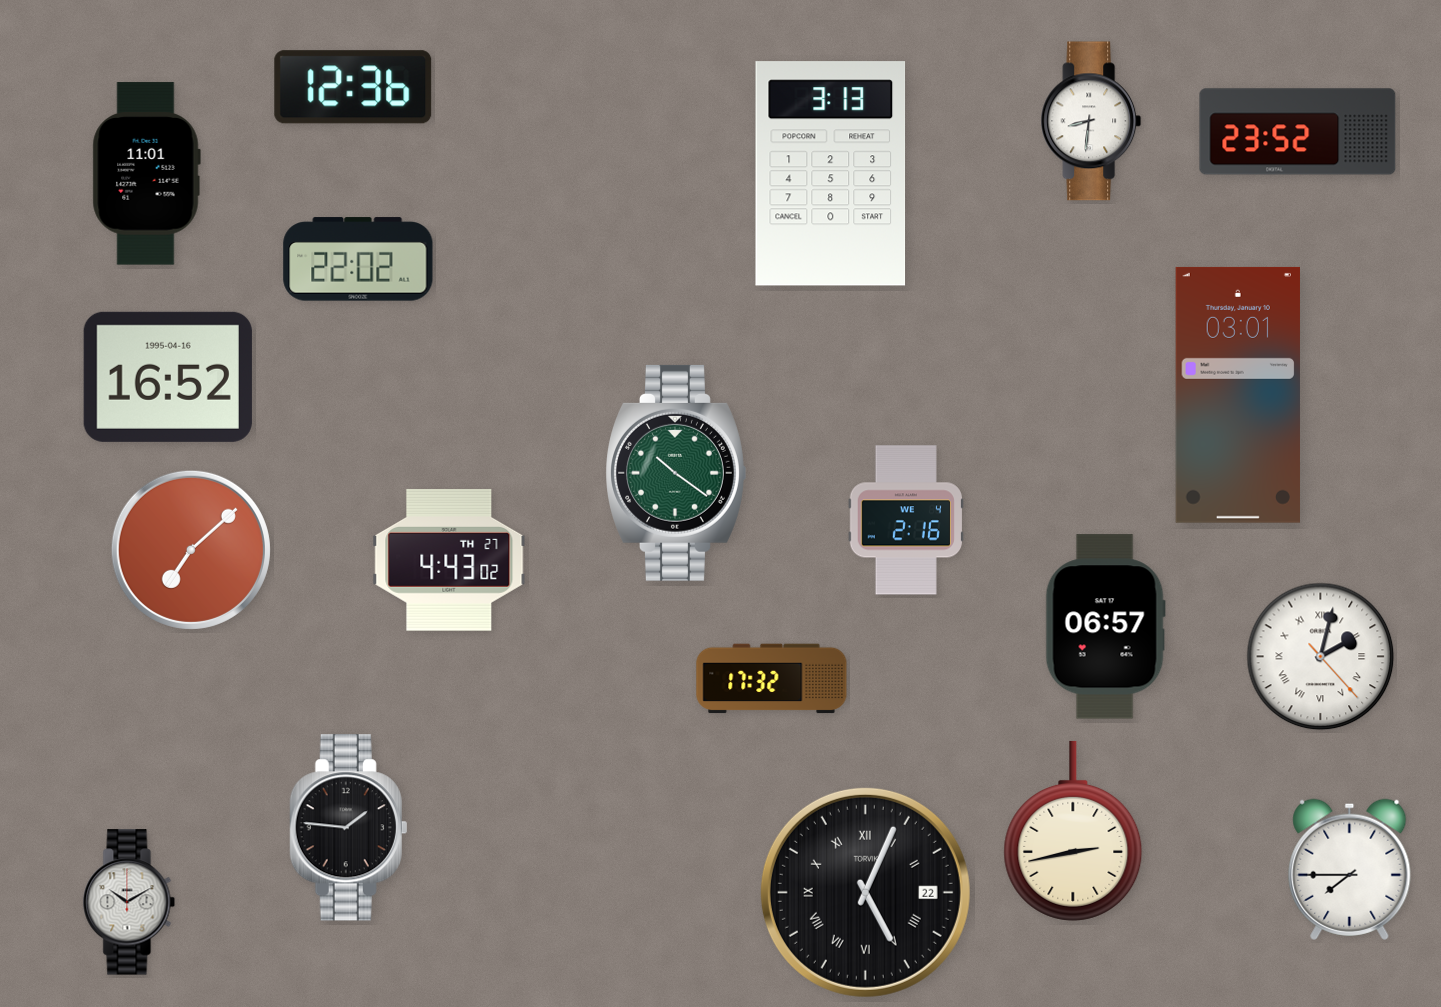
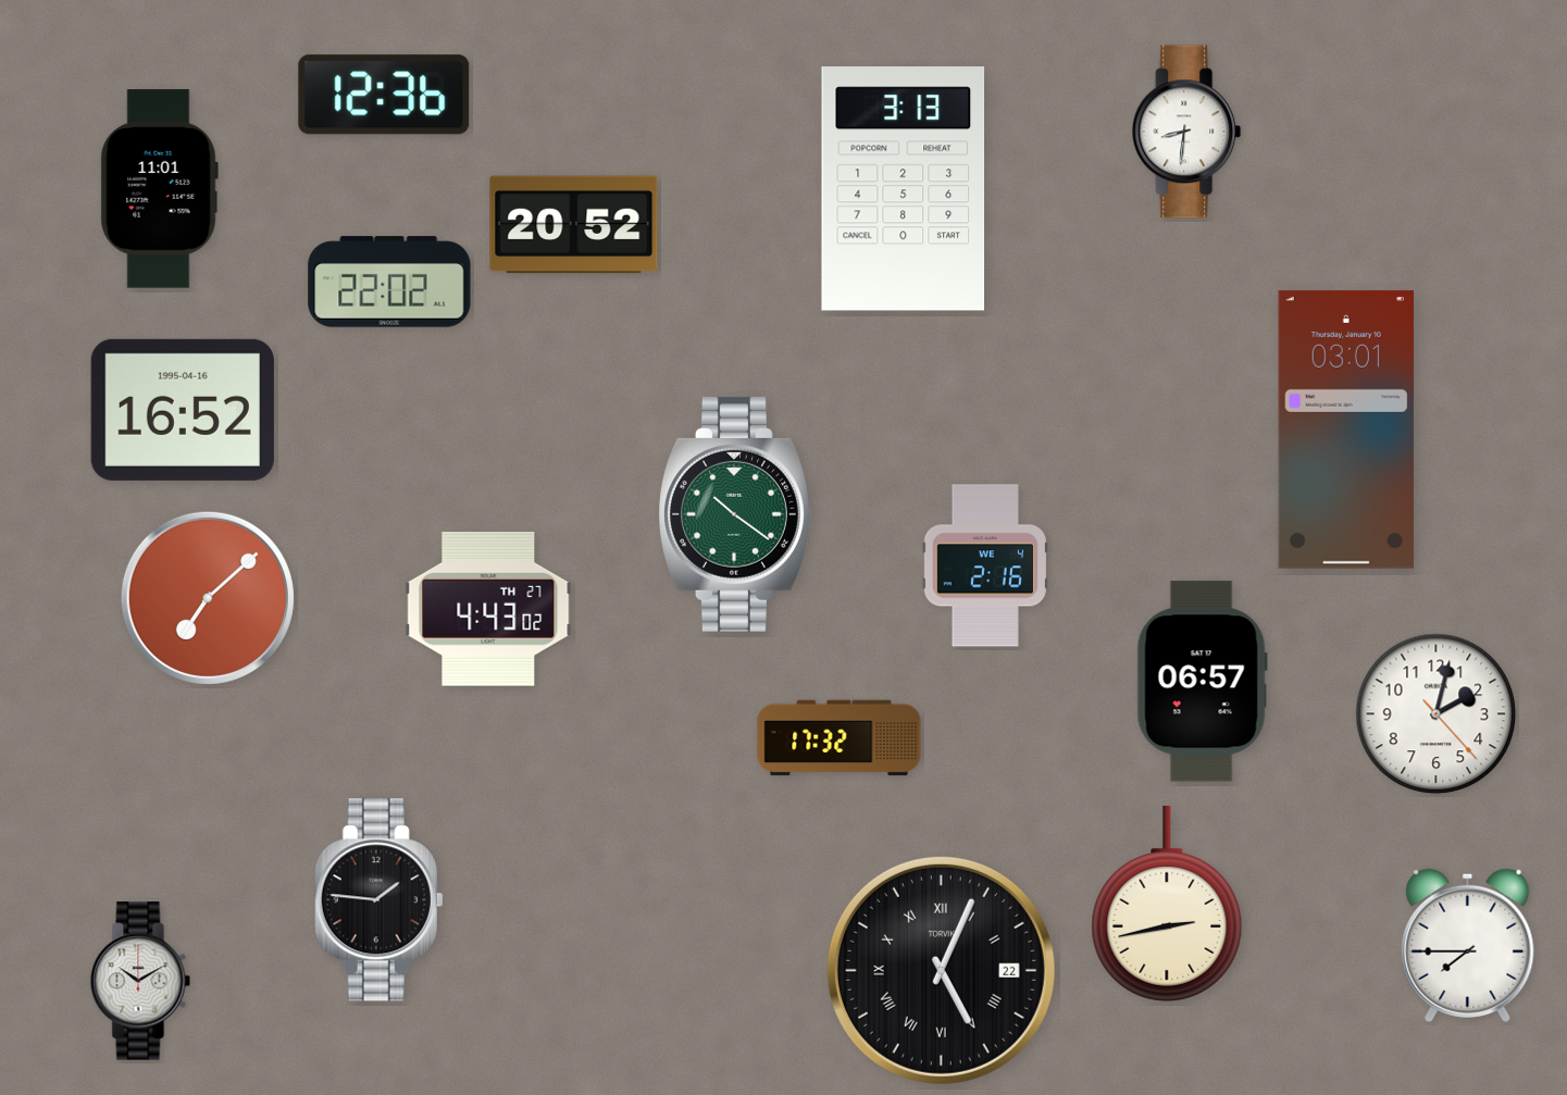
clock at (1298, 132): 23:52 -> none
clock at (574, 225): none -> 20:52
clock at (1321, 657) numerals: Roman -> Arabic
